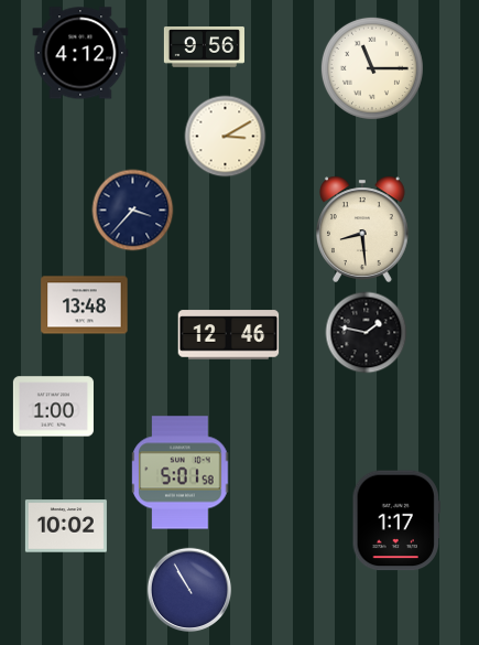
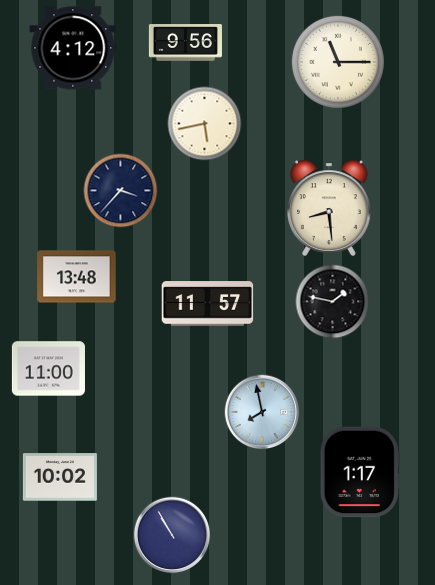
clock at (226, 137): 3:10 -> 5:43
clock at (229, 335): 12:46 -> 11:57
clock at (53, 407): 1:00 -> 11:00
clock at (262, 412): none -> 7:58
clock at (181, 473): 5:01 -> none
